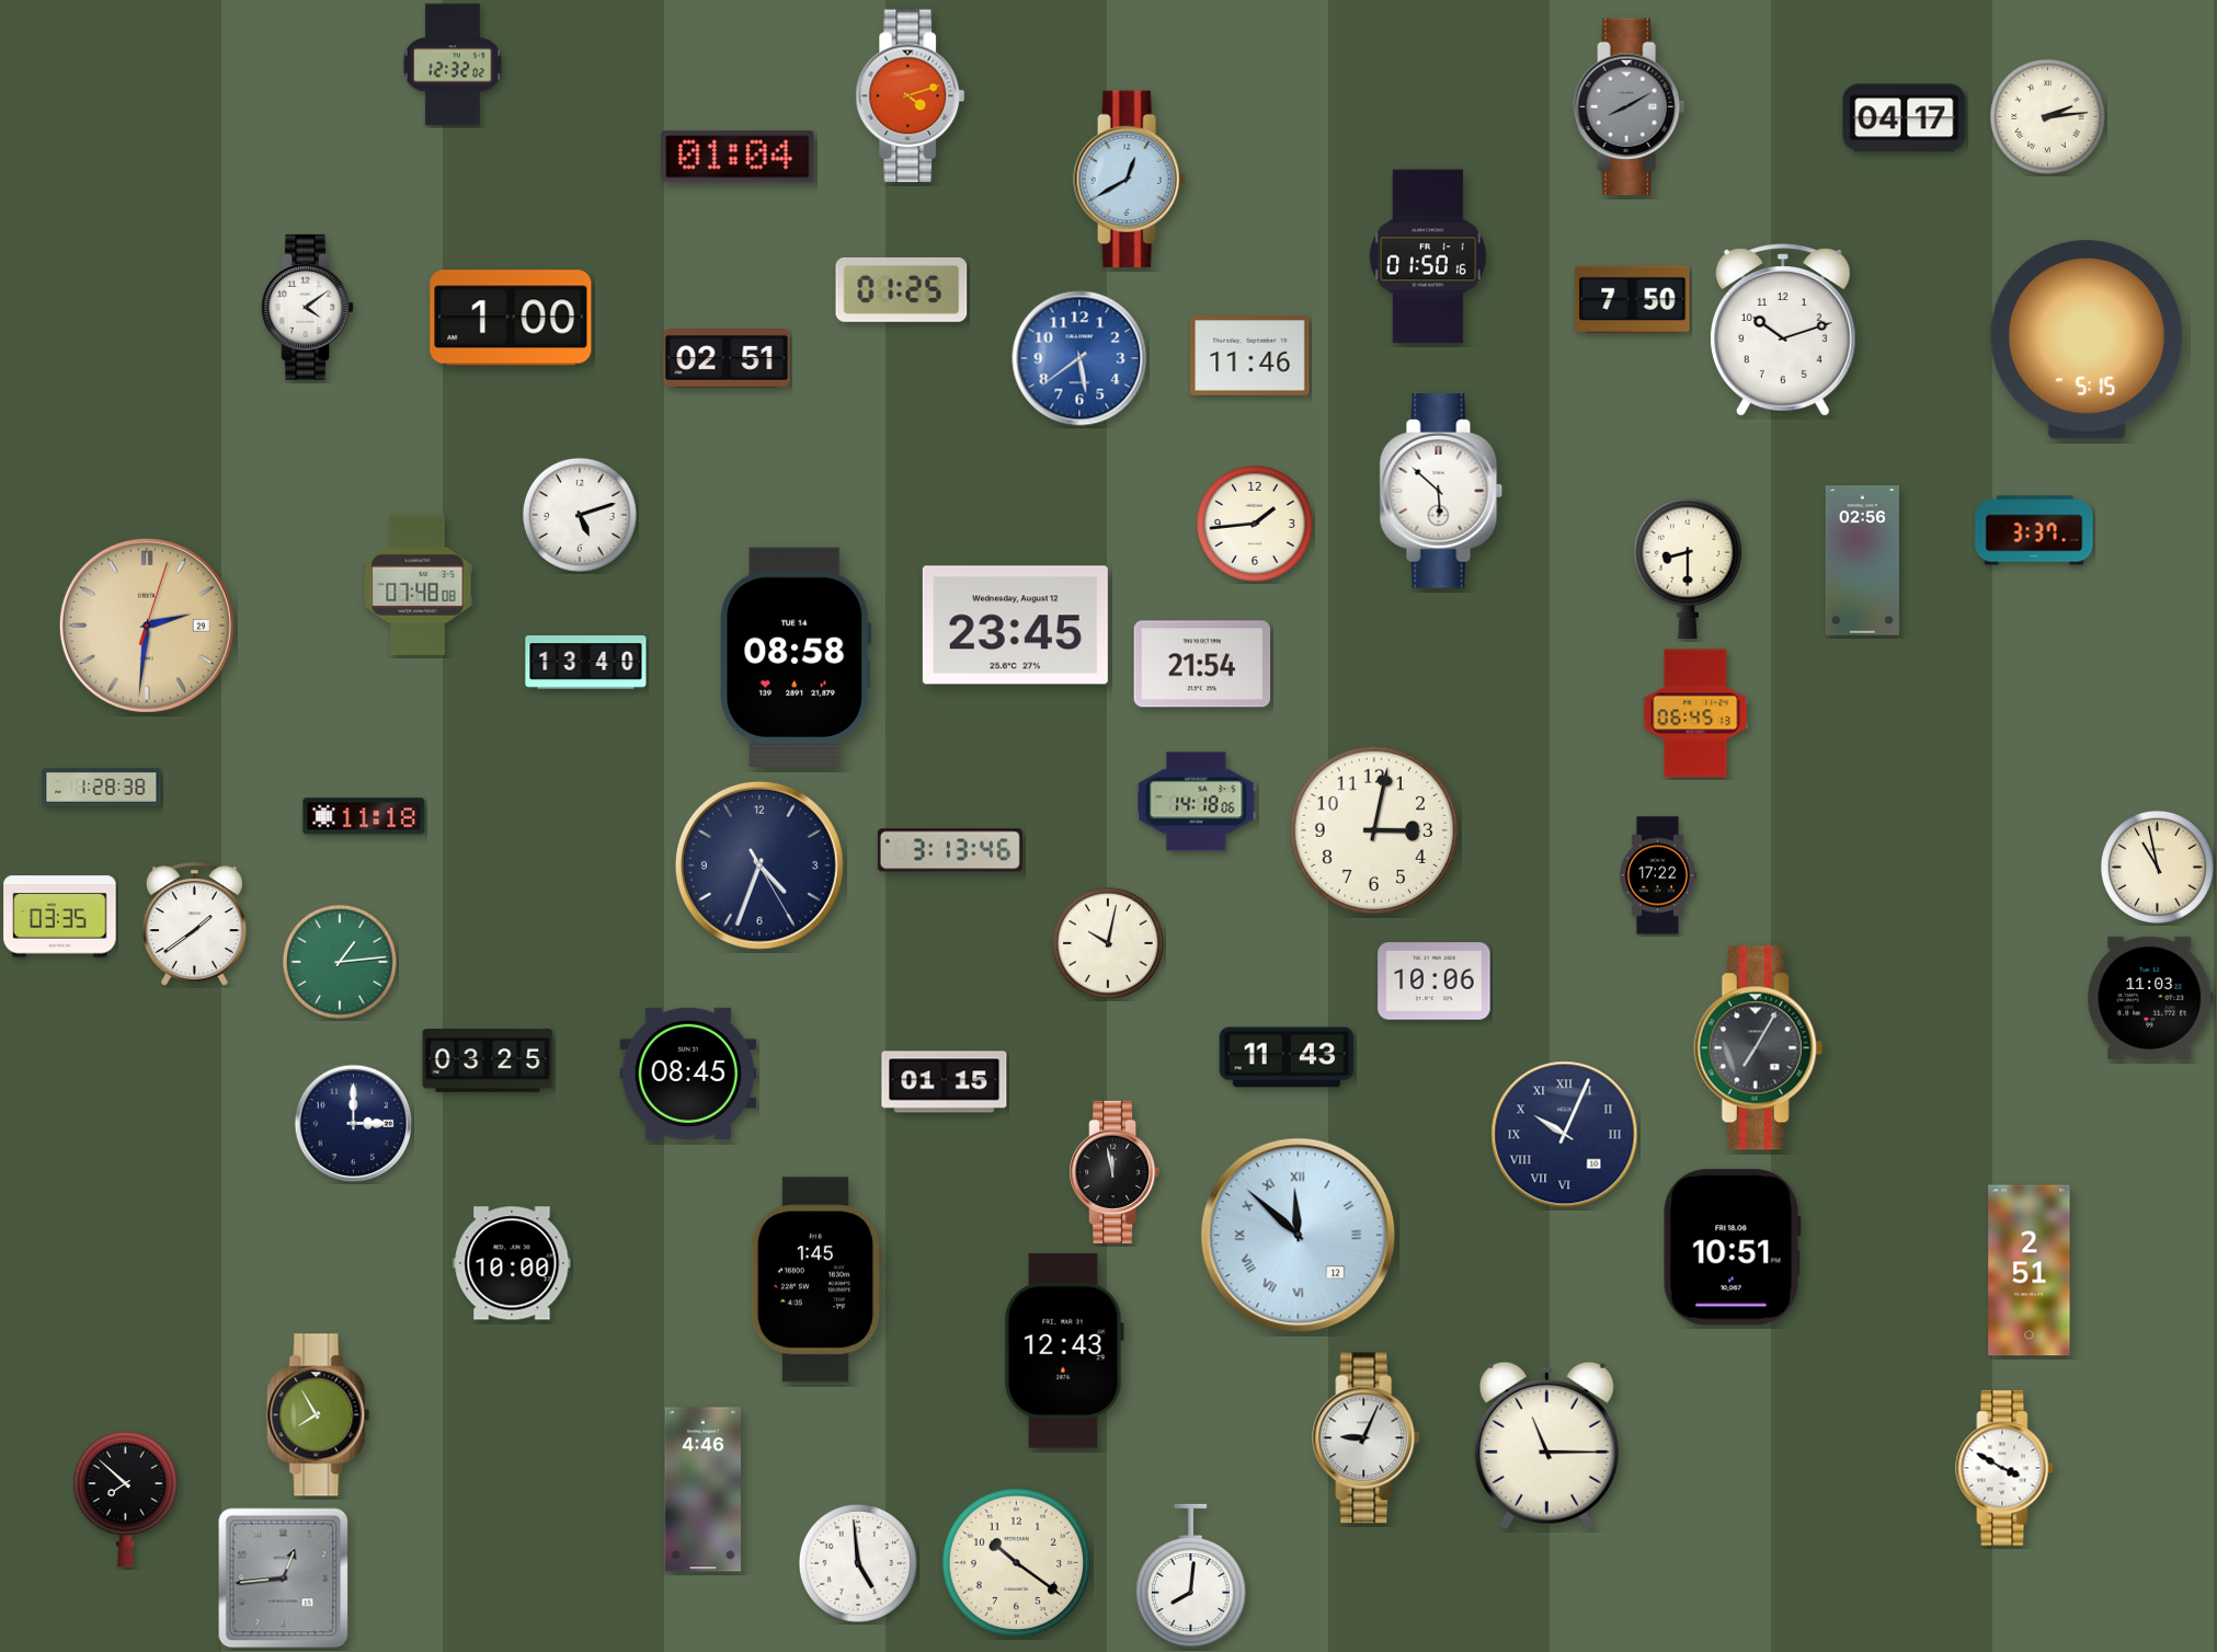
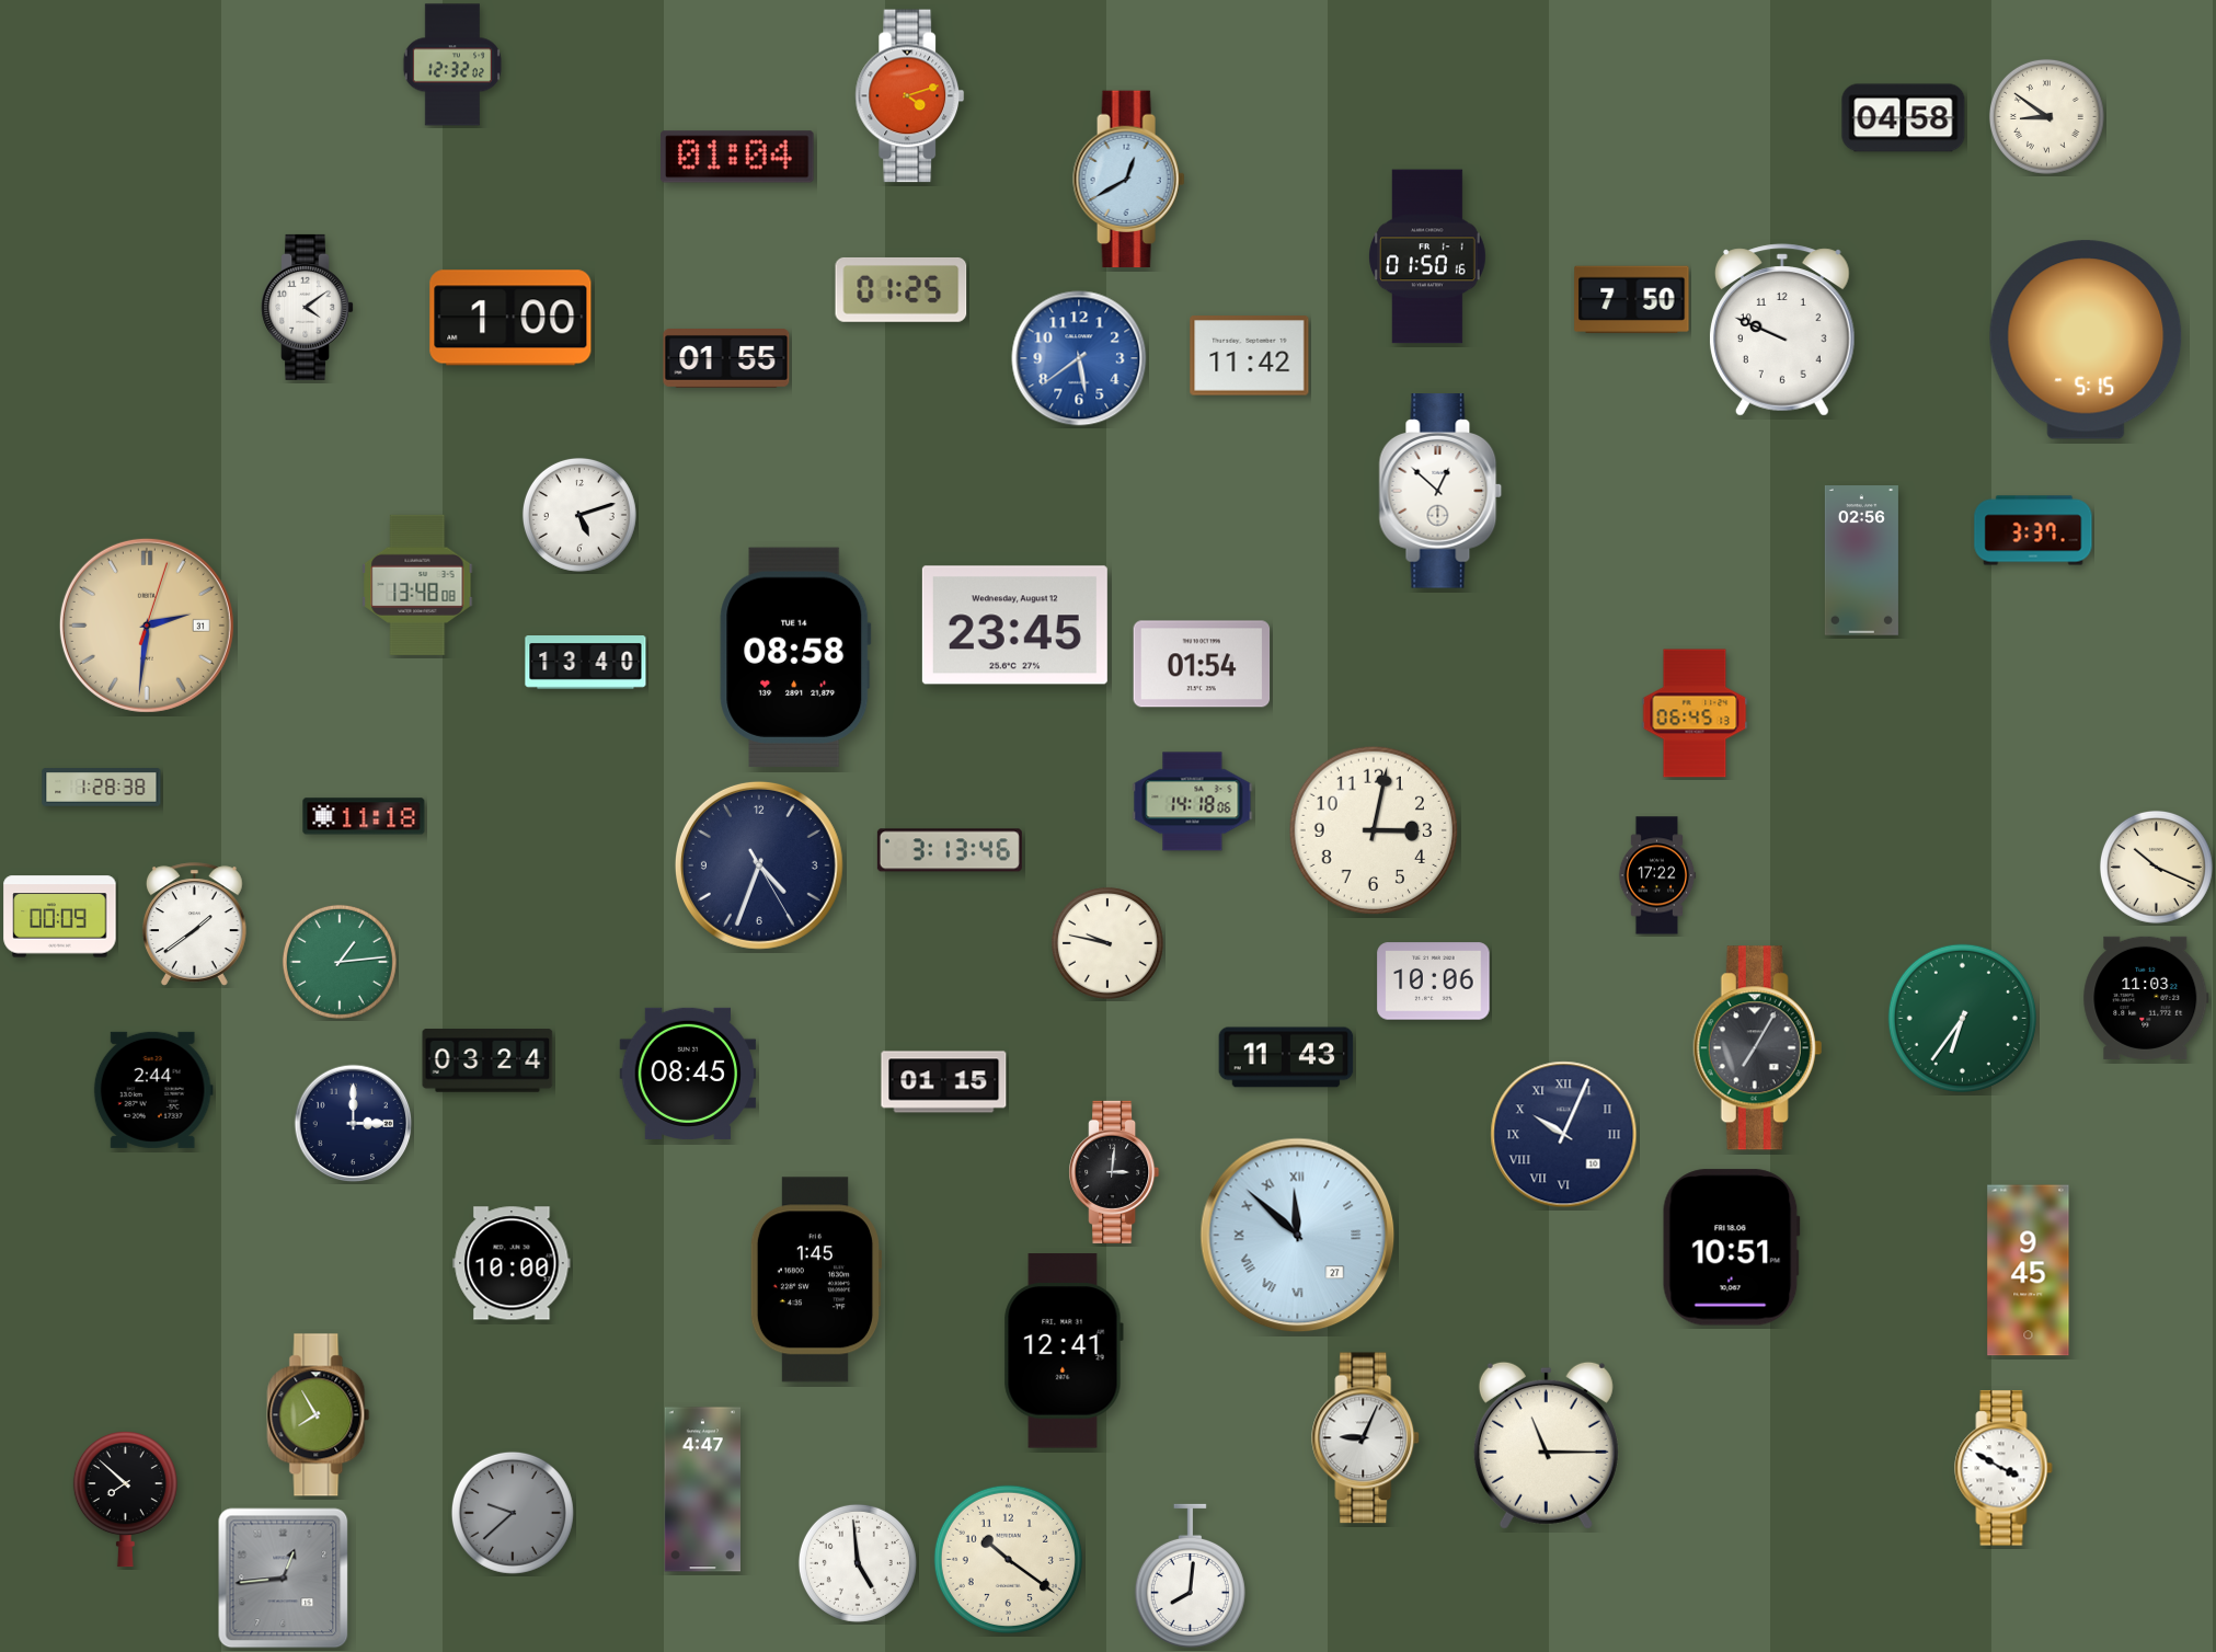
clock at (1630, 107): 8:10 -> none
clock at (2047, 116): 2:14 -> 8:51
clock at (1905, 118): 04:17 -> 04:58
clock at (1783, 330): 10:12 -> 9:49
clock at (1250, 356): 11:46 -> 11:42
clock at (727, 359): 02:51 -> 01:55
clock at (1441, 491): 5:52 -> 12:52
clock at (1255, 524): 1:44 -> none
clock at (1688, 567): 8:30 -> none
clock at (418, 585): 07:48 -> 13:48
clock at (147, 626) date: 29 -> 31
clock at (1202, 664): 21:54 -> 01:54
clock at (1197, 802) position: (1197, 802) -> (1193, 802)
clock at (2157, 867): 10:58 -> 10:19
clock at (60, 917): 03:35 -> 00:09
clock at (1108, 943): 10:02 -> 9:47
clock at (2150, 998) position: (2150, 998) -> (2146, 998)
clock at (1962, 1018): none -> 6:36
clock at (488, 1060): 03:25 -> 03:24
clock at (153, 1090): none -> 2:44
clock at (1115, 1172): 11:58 -> 3:01
clock at (1299, 1236) date: 12 -> 27
clock at (2030, 1271): 2:51 -> 9:45
clock at (1064, 1351): 12:43 -> 12:41
clock at (702, 1490): 4:46 -> 4:47
clock at (513, 1513): none -> 9:38
clock at (1016, 1562) position: (1016, 1562) -> (1008, 1559)
